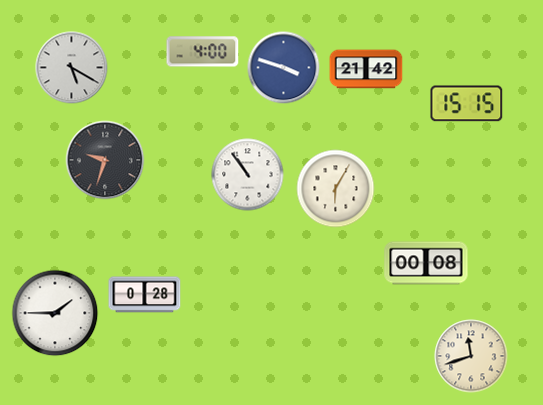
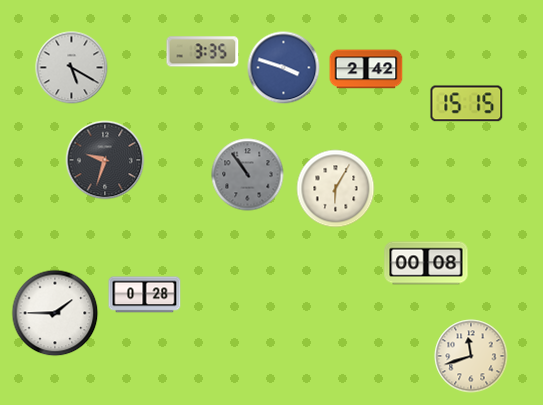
clock at (203, 52): 4:00 -> 3:35
clock at (366, 69): 21:42 -> 2:42
clock at (248, 175) dial: white -> grey
